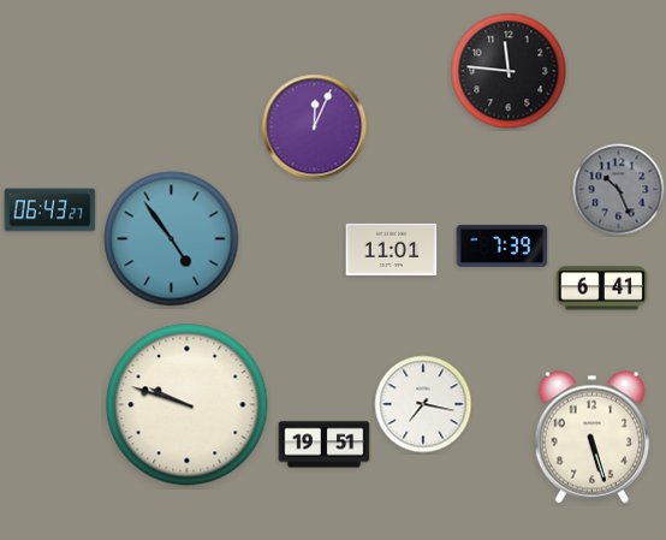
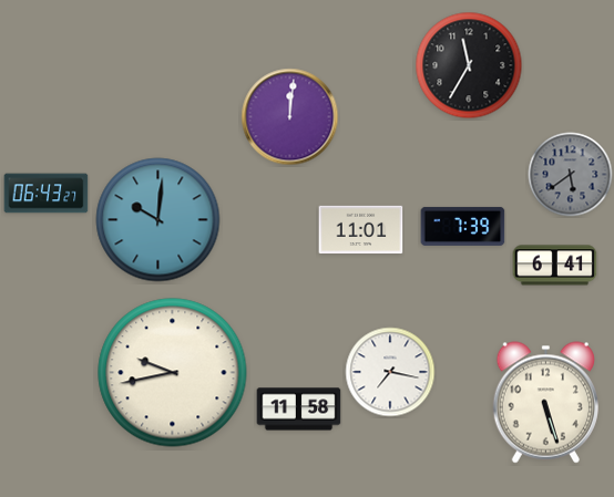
clock at (509, 71): 11:46 -> 11:35
clock at (315, 127): 12:04 -> 12:01
clock at (619, 190): 10:26 -> 5:39
clock at (172, 239): 4:54 -> 10:01
clock at (188, 405): 9:48 -> 9:43
clock at (325, 445): 19:51 -> 11:58
